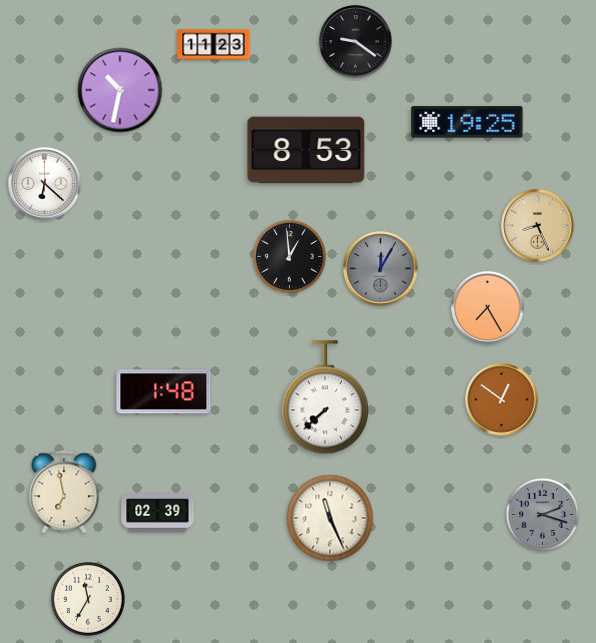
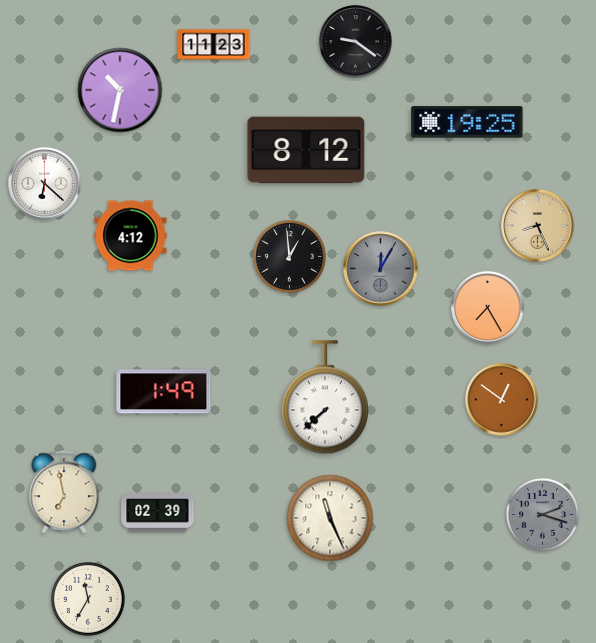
clock at (306, 150): 8:53 -> 8:12
clock at (131, 236): none -> 4:12
clock at (164, 392): 1:48 -> 1:49
